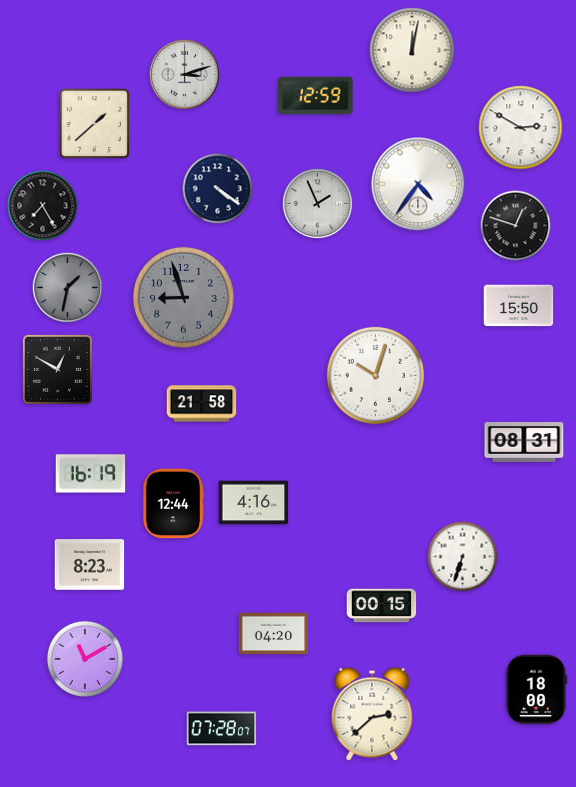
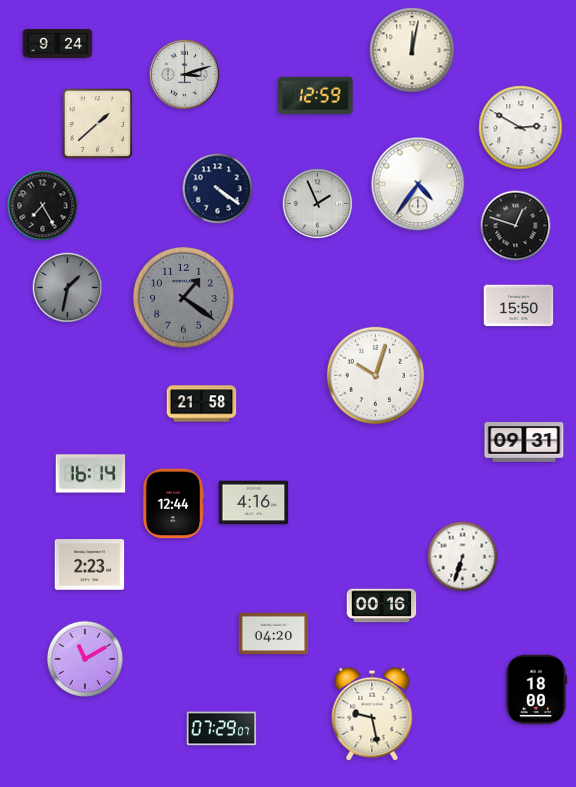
clock at (58, 44): none -> 9:24
clock at (95, 124) position: (95, 124) -> (98, 124)
clock at (183, 297): 8:57 -> 1:21
clock at (57, 369): 12:50 -> none
clock at (524, 442): 08:31 -> 09:31
clock at (91, 474): 16:19 -> 16:14
clock at (90, 565): 8:23 -> 2:23
clock at (382, 606): 00:15 -> 00:16
clock at (372, 714): 2:38 -> 9:28
clock at (222, 729): 07:28 -> 07:29
